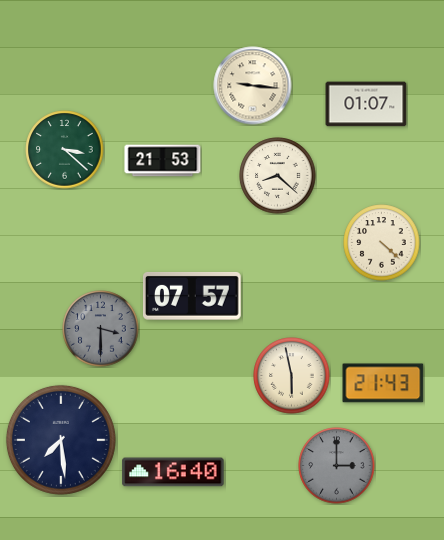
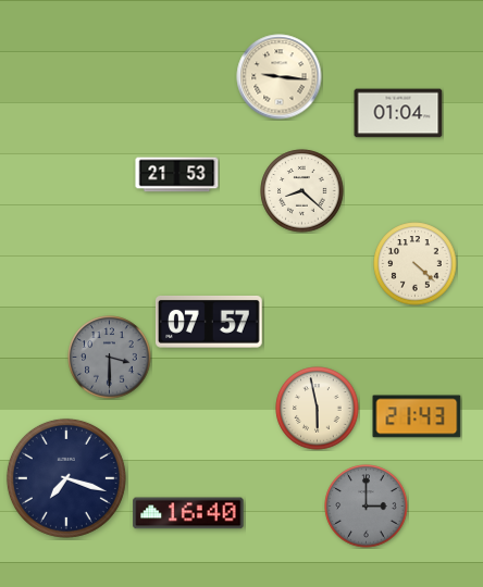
clock at (253, 86) position: (253, 86) -> (280, 77)
clock at (366, 104): 01:07 -> 01:04
clock at (65, 150): 3:22 -> none
clock at (61, 440): 7:29 -> 7:18
